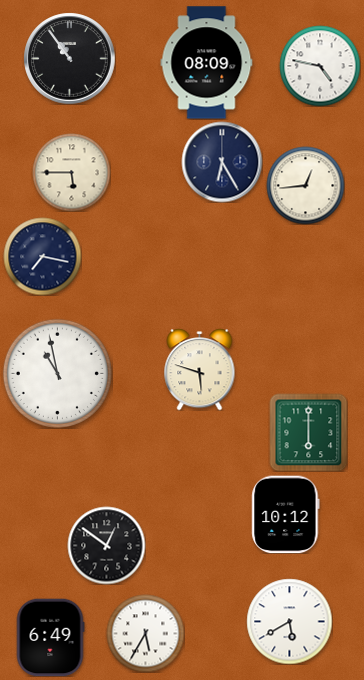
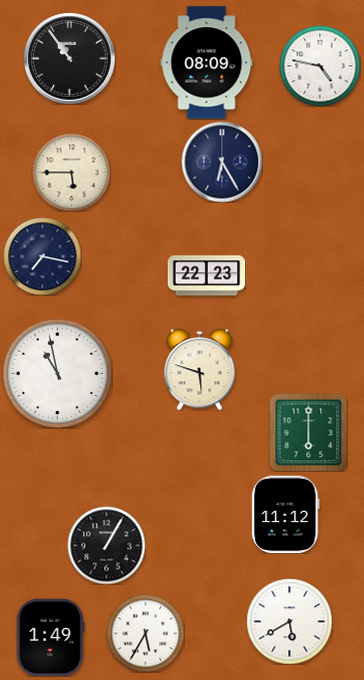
clock at (305, 185): 12:44 -> none
clock at (206, 276): none -> 22:23
clock at (286, 514): 10:12 -> 11:12
clock at (106, 545): 12:51 -> 1:05
clock at (50, 637): 6:49 -> 1:49
